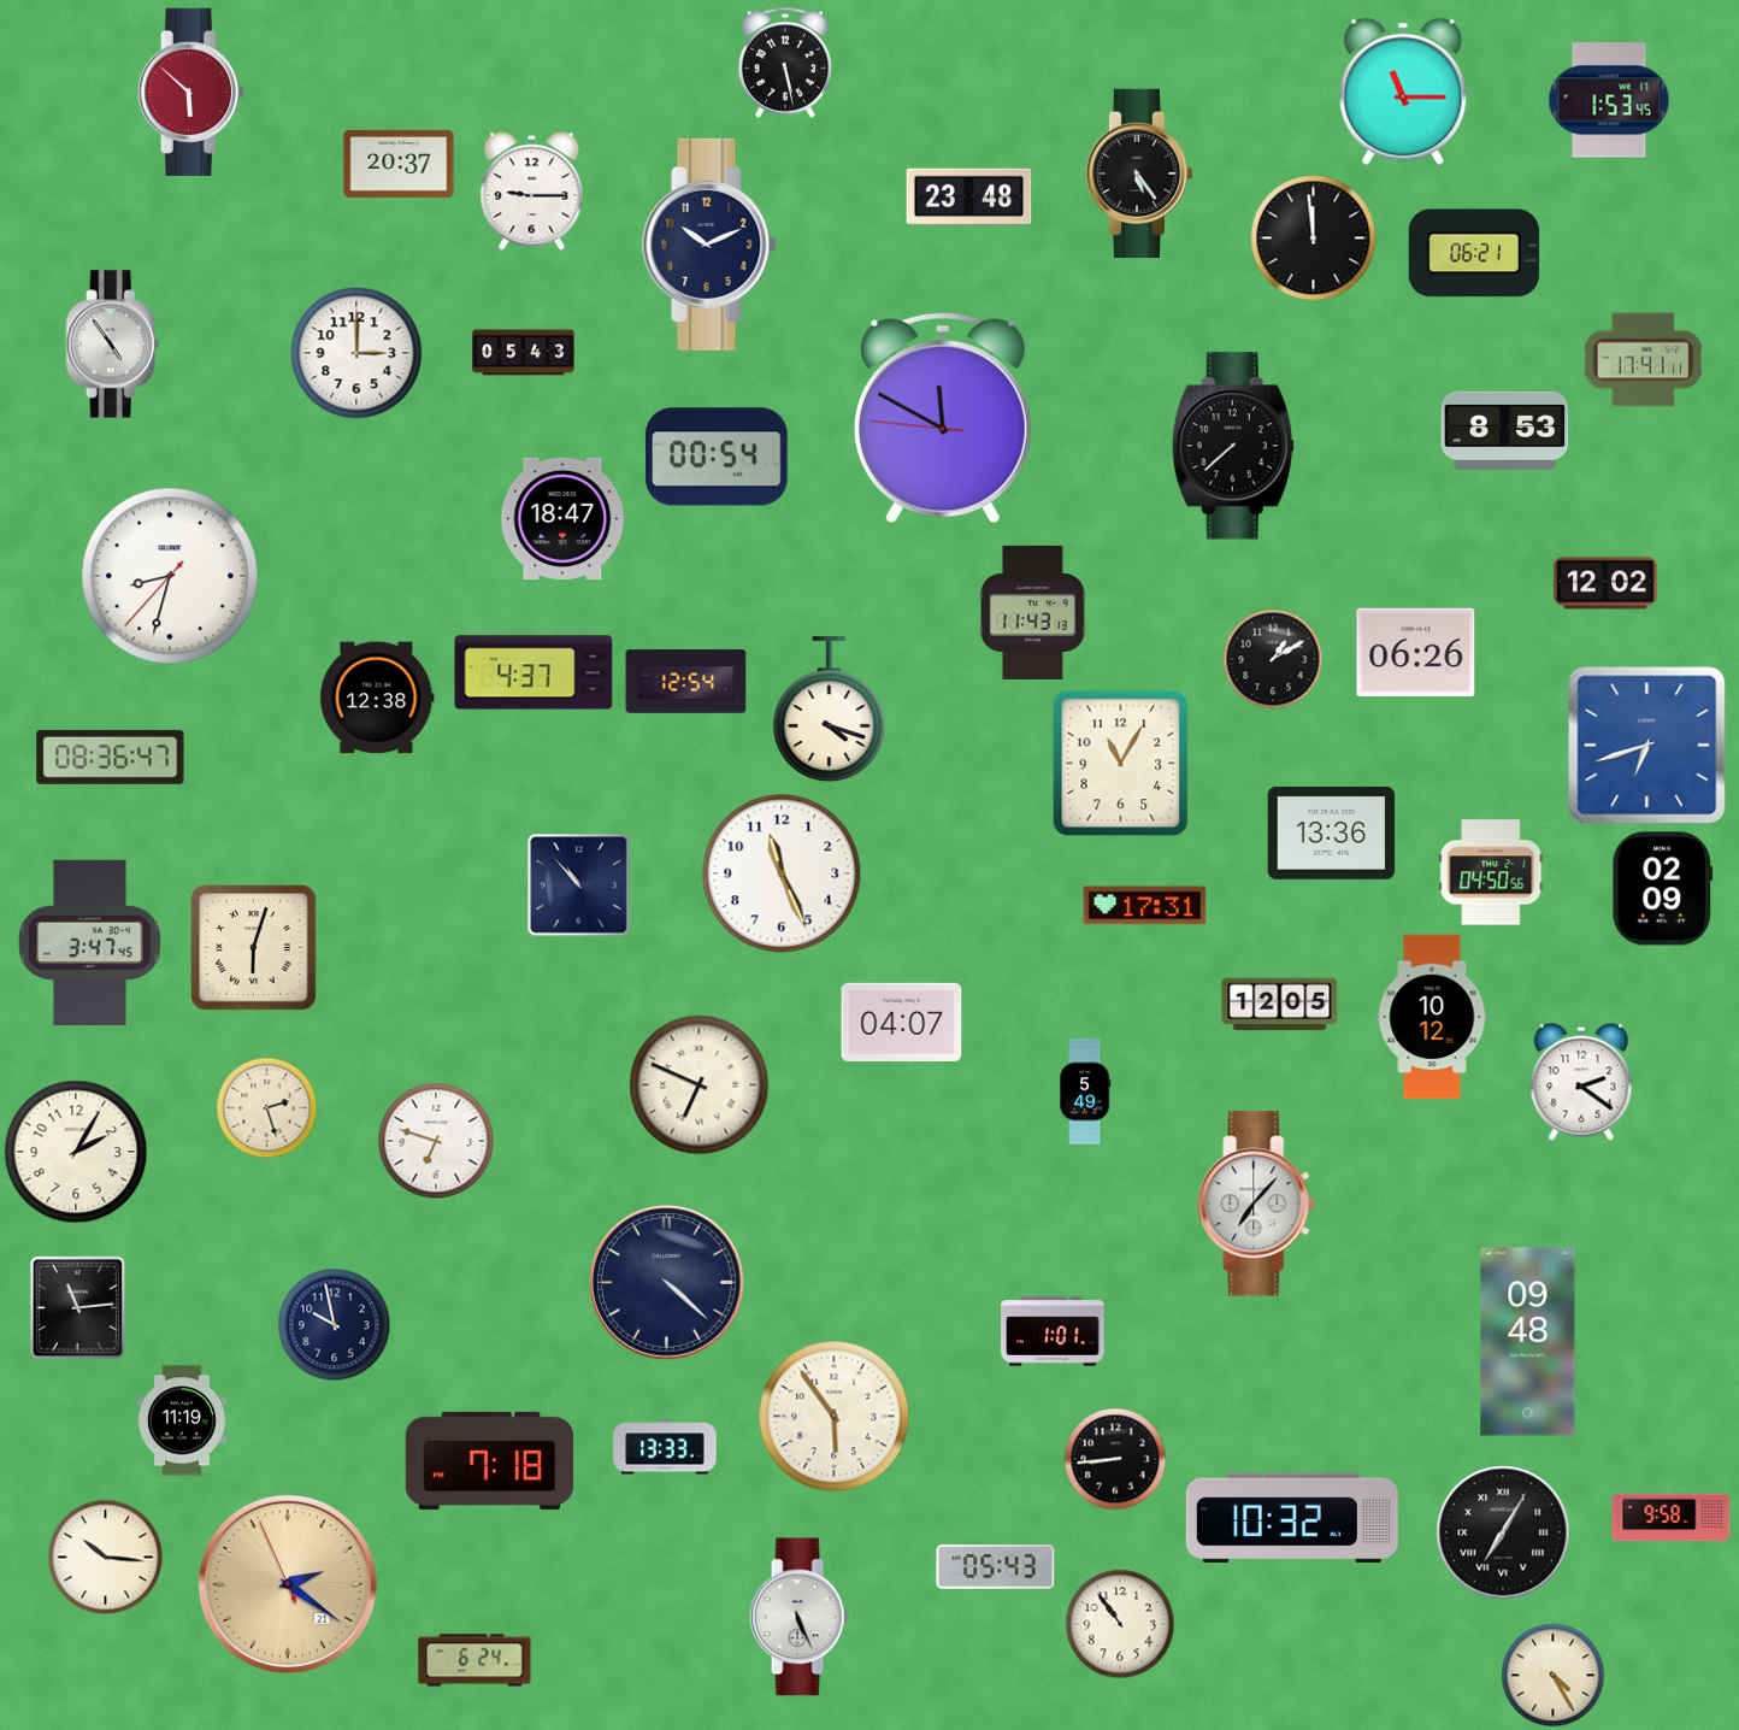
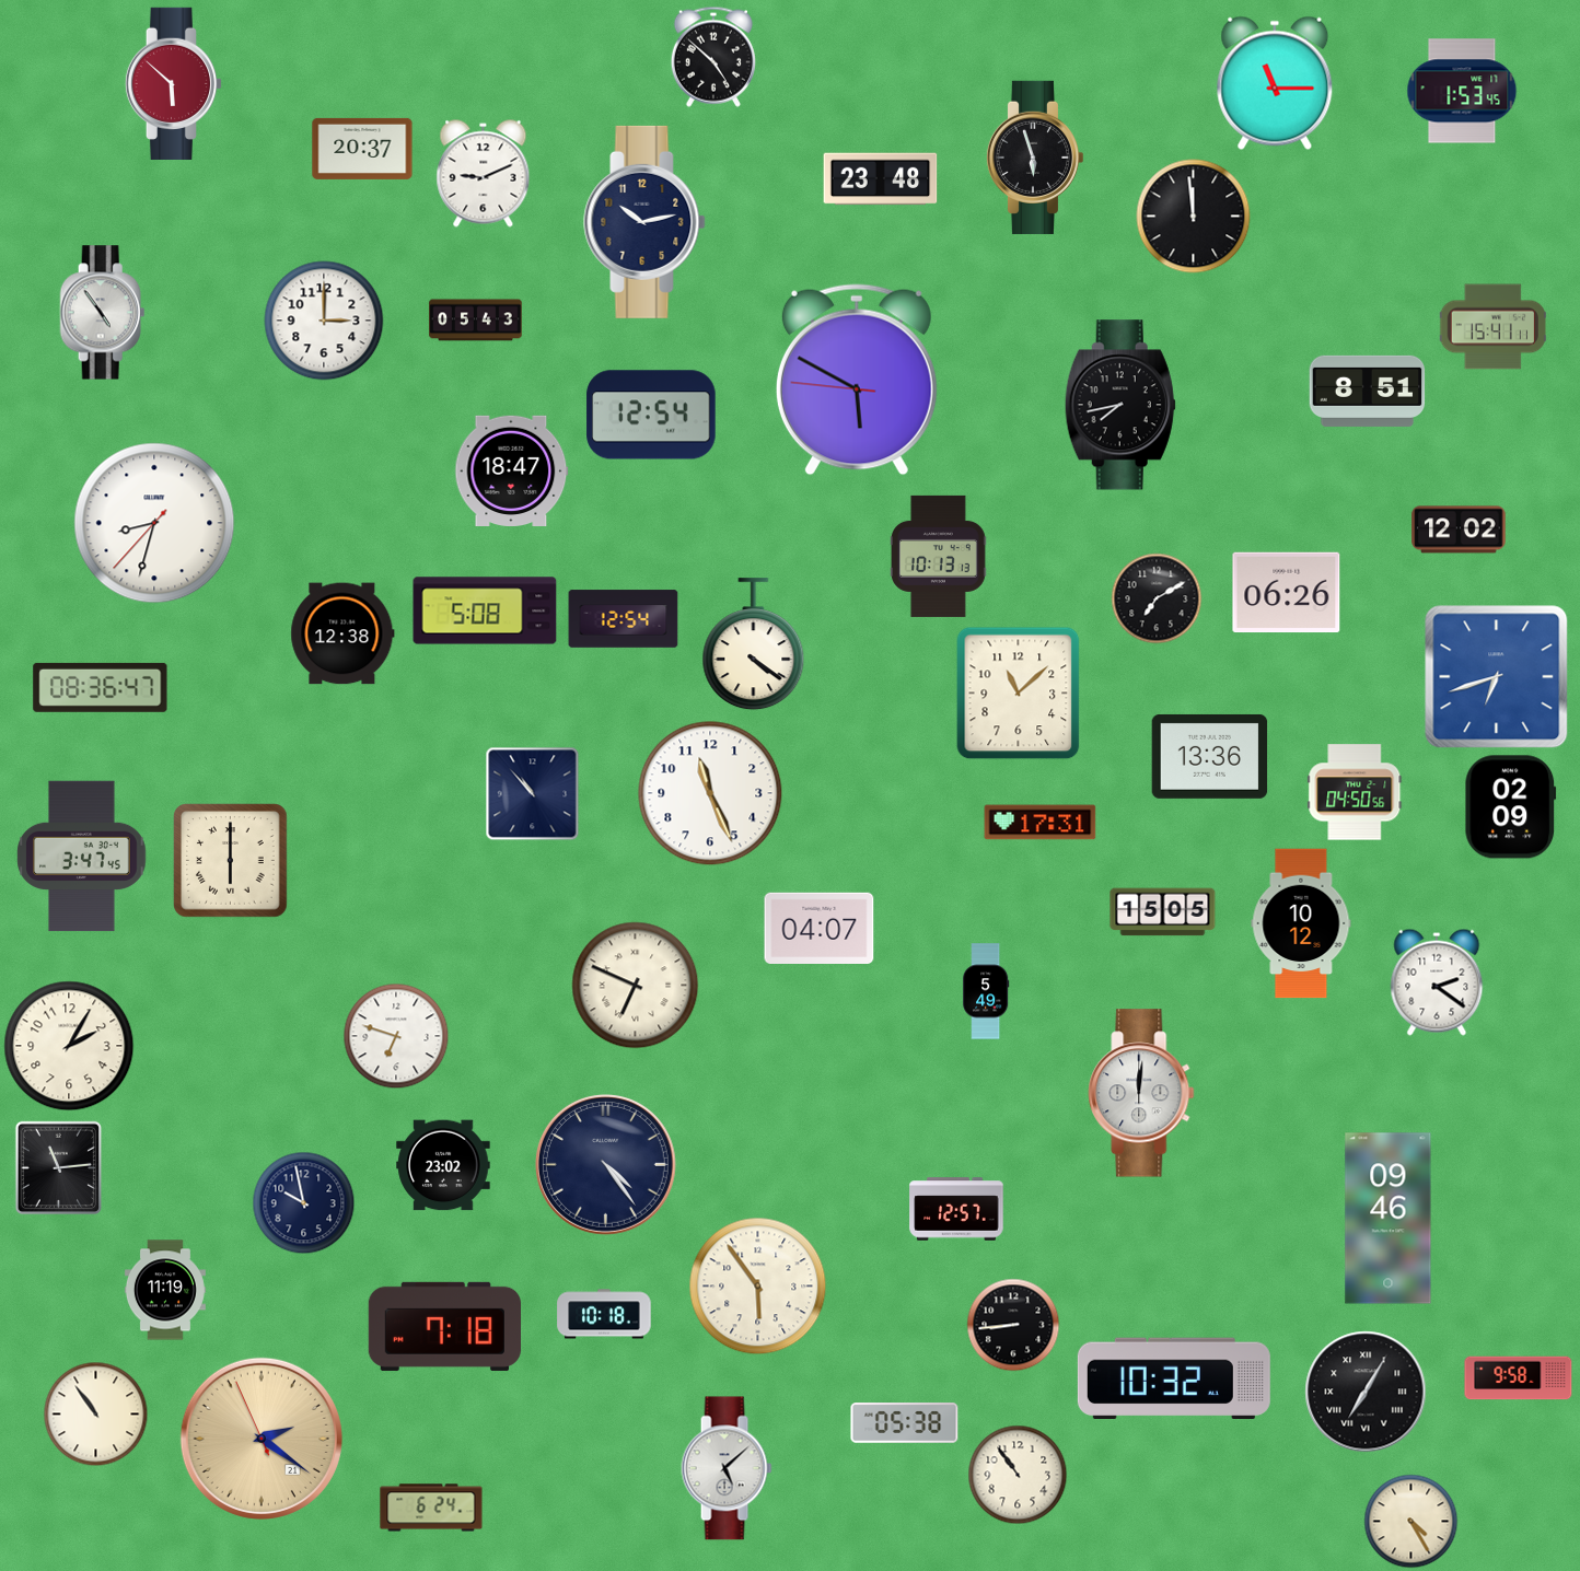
clock at (785, 63): 5:28 -> 4:52
clock at (1138, 173): 5:24 -> 5:57
clock at (532, 192): 9:15 -> 9:11
clock at (709, 245): 10:11 -> 10:13
clock at (1474, 253): 06:21 -> none
clock at (1643, 360): 17:41 -> 15:41
clock at (943, 418): 11:49 -> 5:49
clock at (1505, 430): 8:53 -> 8:51
clock at (1233, 446): 7:38 -> 7:43
clock at (717, 457): 00:54 -> 12:54
clock at (1033, 612): 11:43 -> 10:13
clock at (1273, 659): 1:10 -> 7:10
clock at (534, 672): 4:37 -> 5:08
clock at (830, 710): 4:18 -> 4:21
clock at (1121, 764): 11:05 -> 11:08
clock at (579, 885) position: (579, 885) -> (533, 794)
clock at (254, 948): 6:03 -> 6:00
clock at (1280, 1005): 12:05 -> 15:05
clock at (267, 1108): 2:27 -> none
clock at (1256, 1204): 7:07 -> 12:01
clock at (666, 1282): 4:22 -> 4:24
clock at (443, 1165): none -> 23:02
clock at (77, 1308) position: (77, 1308) -> (58, 1168)
clock at (1053, 1331): 1:01 -> 12:57
clock at (1528, 1342): 09:48 -> 09:46
clock at (665, 1447): 13:33 -> 10:18
clock at (106, 1558): 10:16 -> 10:54
clock at (996, 1567): 05:43 -> 05:38
clock at (800, 1617): 5:26 -> 5:08
